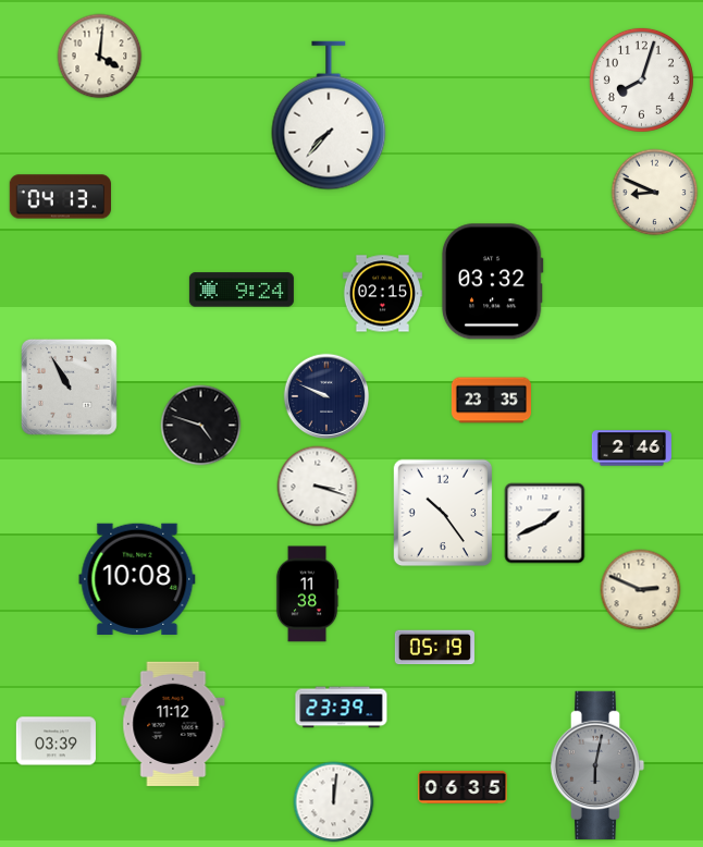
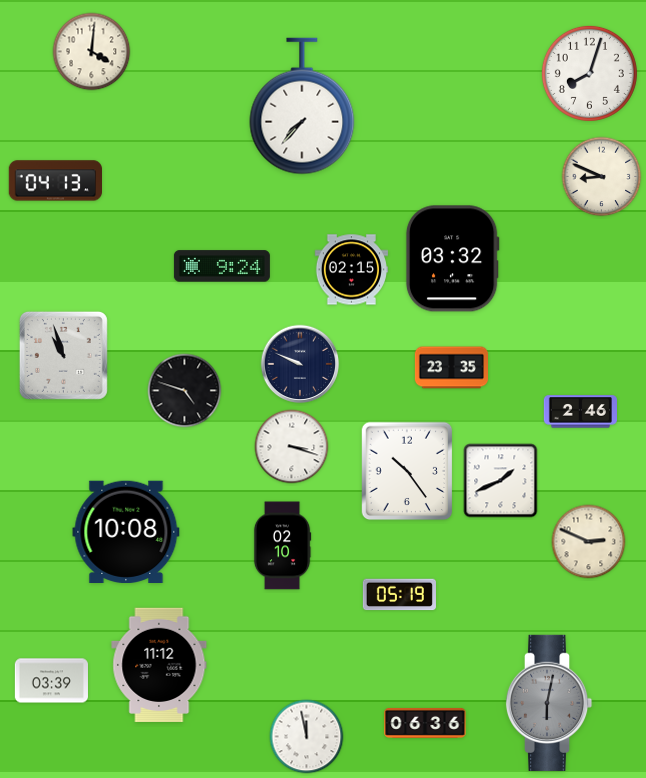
clock at (69, 386): 10:55 -> 10:57
clock at (307, 594): 11:38 -> 02:10
clock at (342, 708): 23:39 -> none
clock at (462, 787): 06:35 -> 06:36
clock at (334, 802): 12:01 -> 11:58
